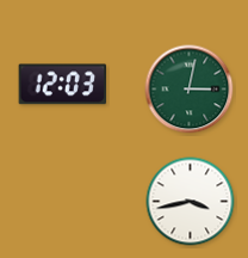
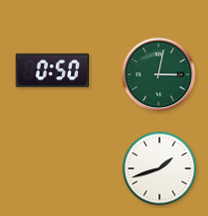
clock at (63, 85): 12:03 -> 0:50
clock at (191, 202): 3:43 -> 1:42
